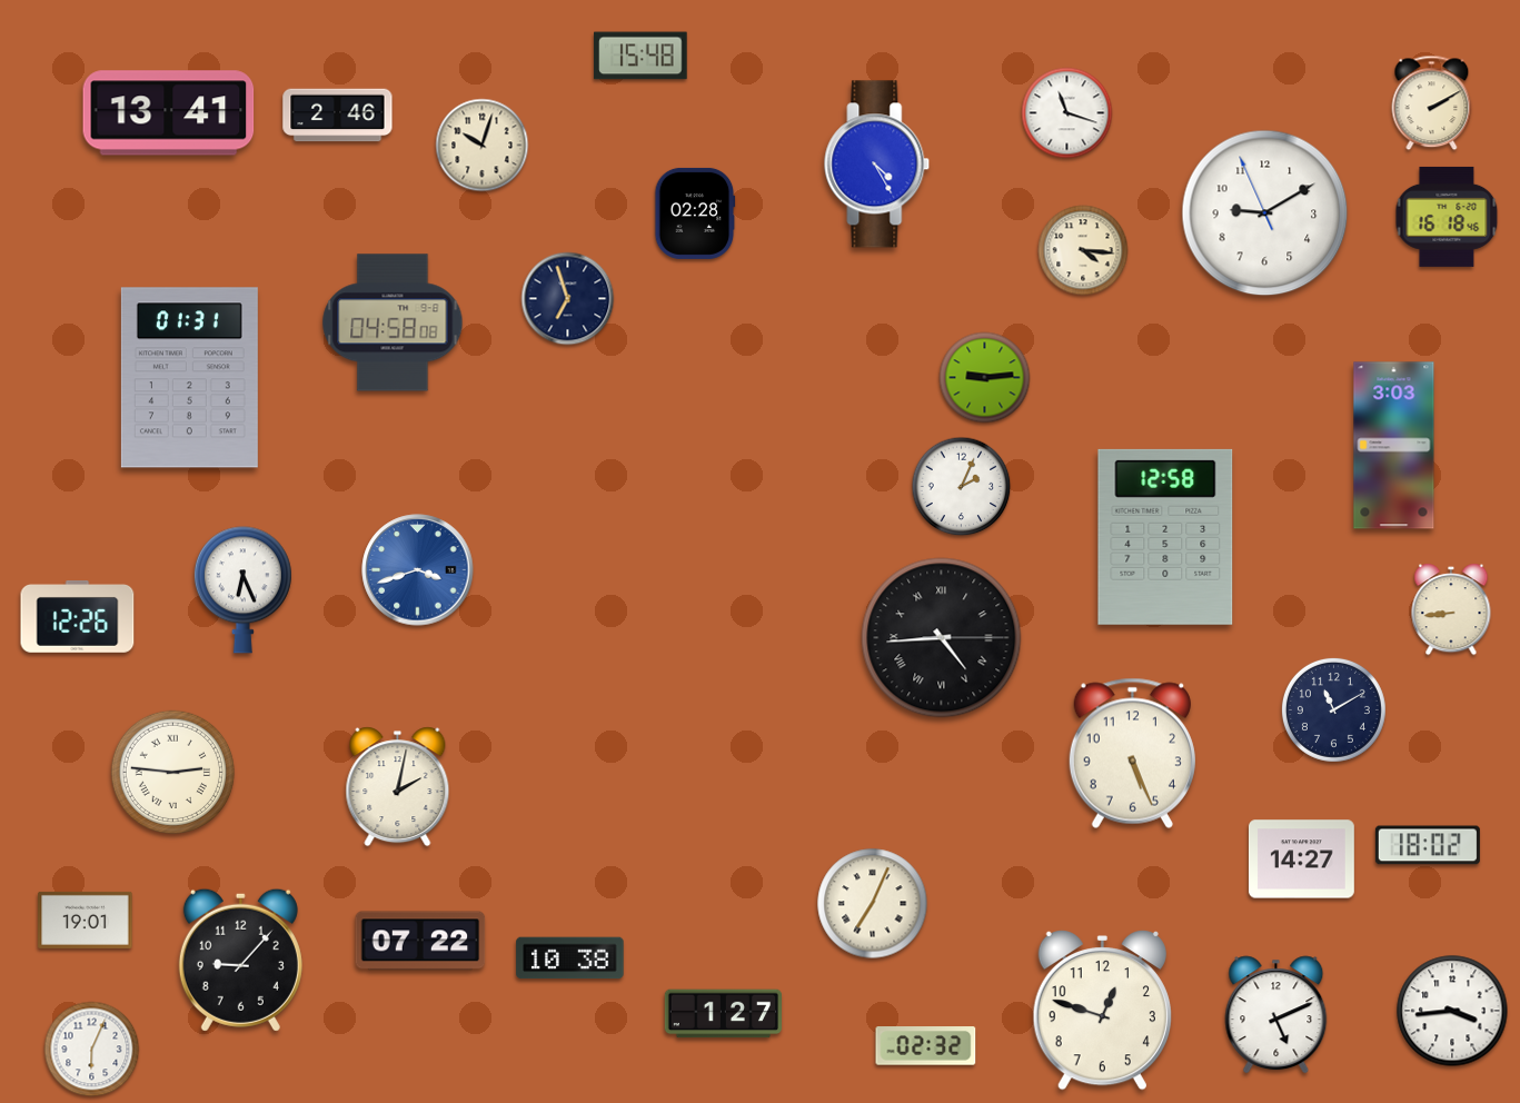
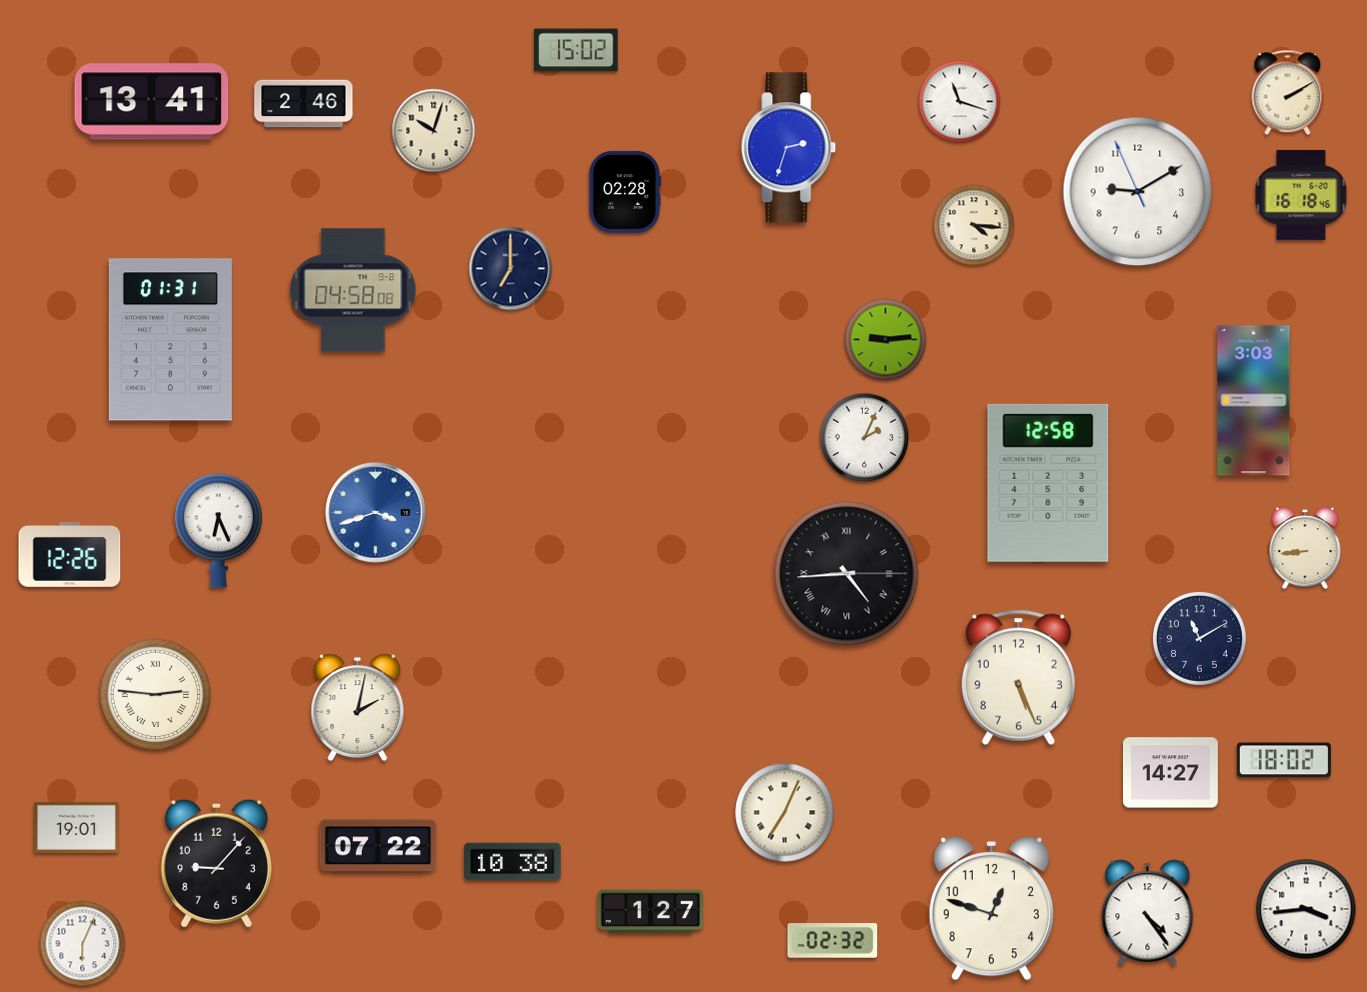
clock at (640, 56): 15:48 -> 15:02
clock at (877, 165): 4:25 -> 2:33
clock at (568, 299): 6:57 -> 7:00
clock at (1276, 1015): 5:11 -> 4:24
